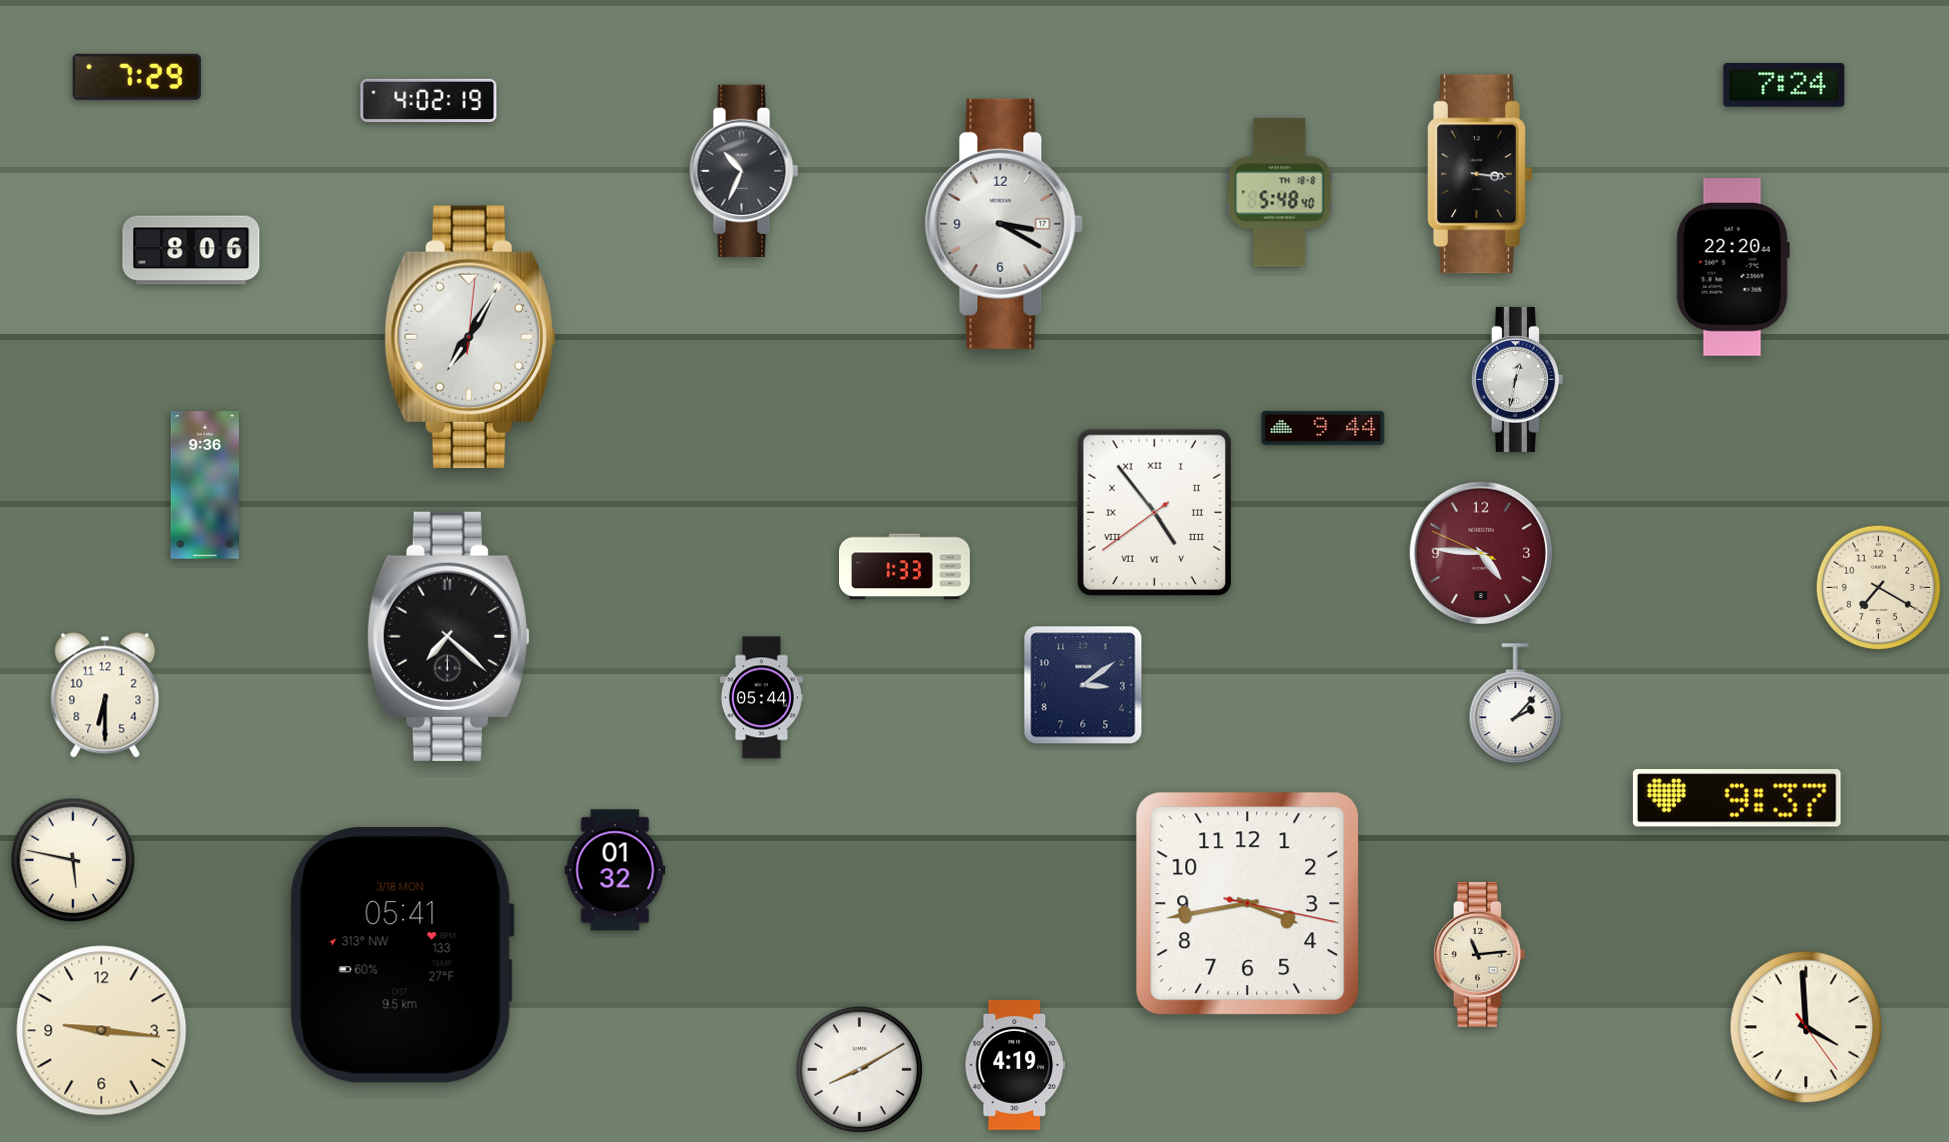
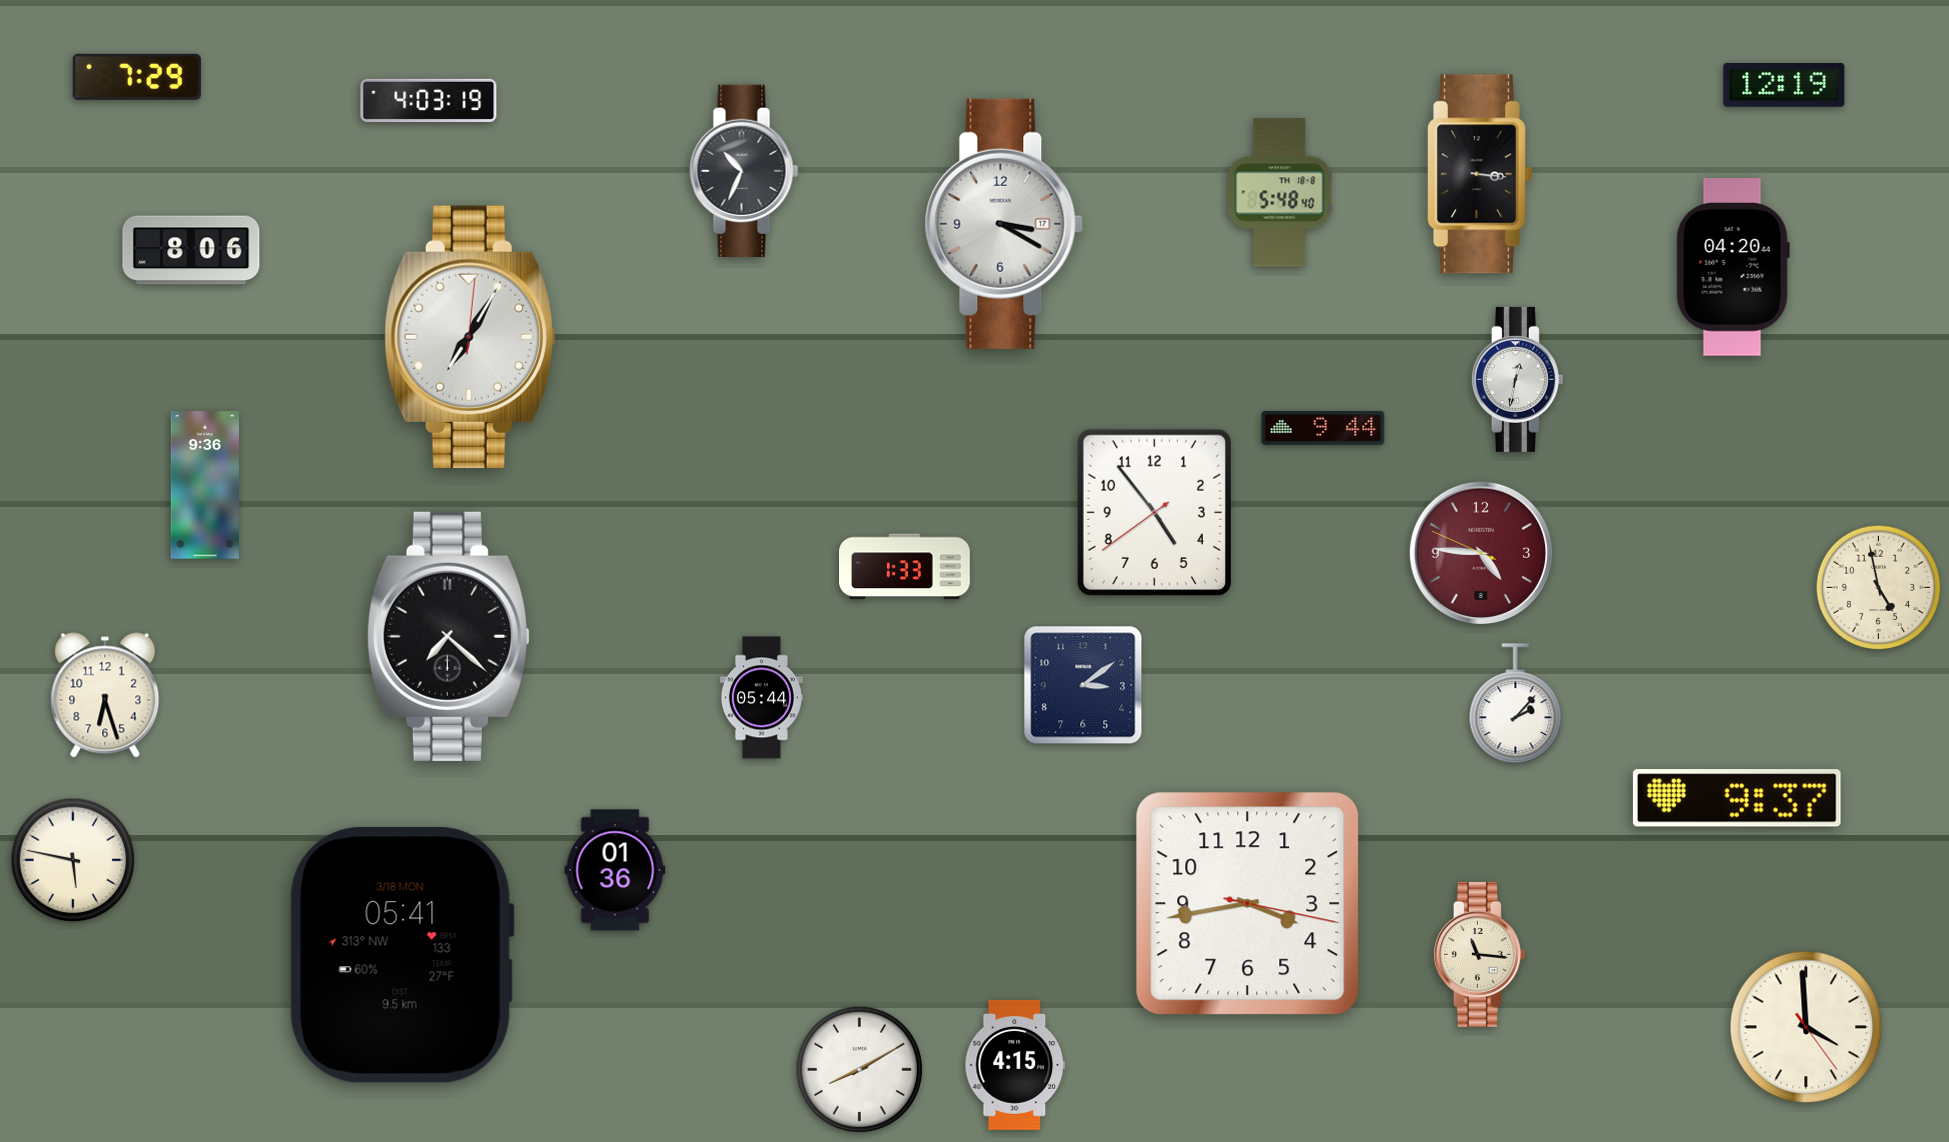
clock at (1784, 85): 7:24 -> 12:19
clock at (429, 100): 4:02 -> 4:03
clock at (1733, 267): 22:20 -> 04:20
clock at (1154, 512) numerals: Roman -> Arabic
clock at (1879, 588): 7:20 -> 4:58
clock at (105, 695): 6:30 -> 6:27
clock at (615, 870): 01:32 -> 01:36
clock at (1479, 954): 11:14 -> 11:16
clock at (102, 1031): 9:16 -> none
clock at (1014, 1065): 4:19 -> 4:15
